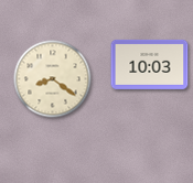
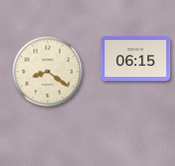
clock at (150, 64): 10:03 -> 06:15
